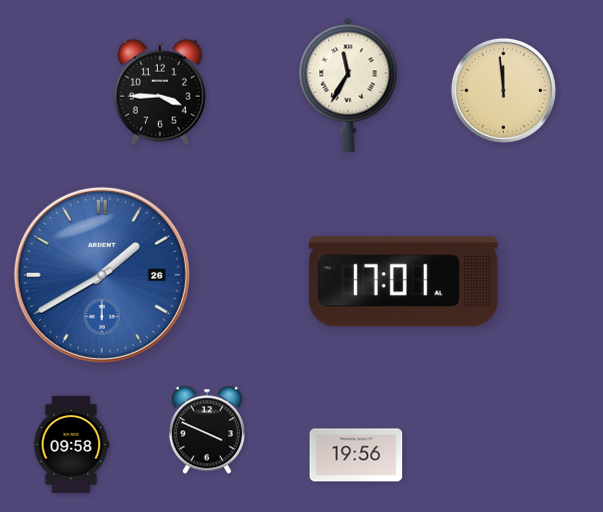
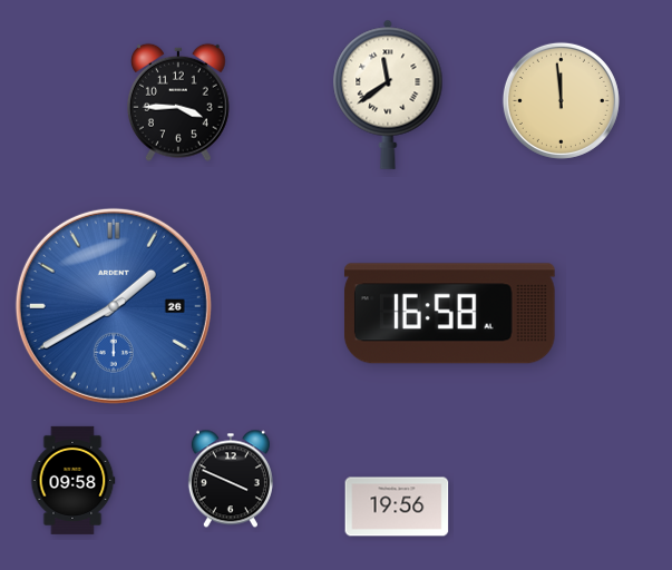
clock at (348, 85): 11:35 -> 11:39
clock at (403, 282): 17:01 -> 16:58
clock at (71, 444) position: (71, 444) -> (72, 480)
